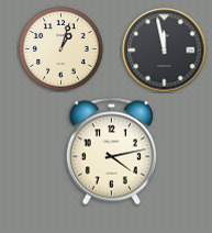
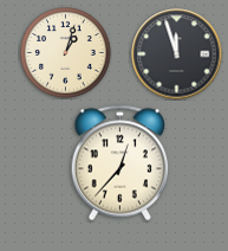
clock at (165, 51): 11:58 -> 11:57
clock at (112, 152): 4:13 -> 12:37
